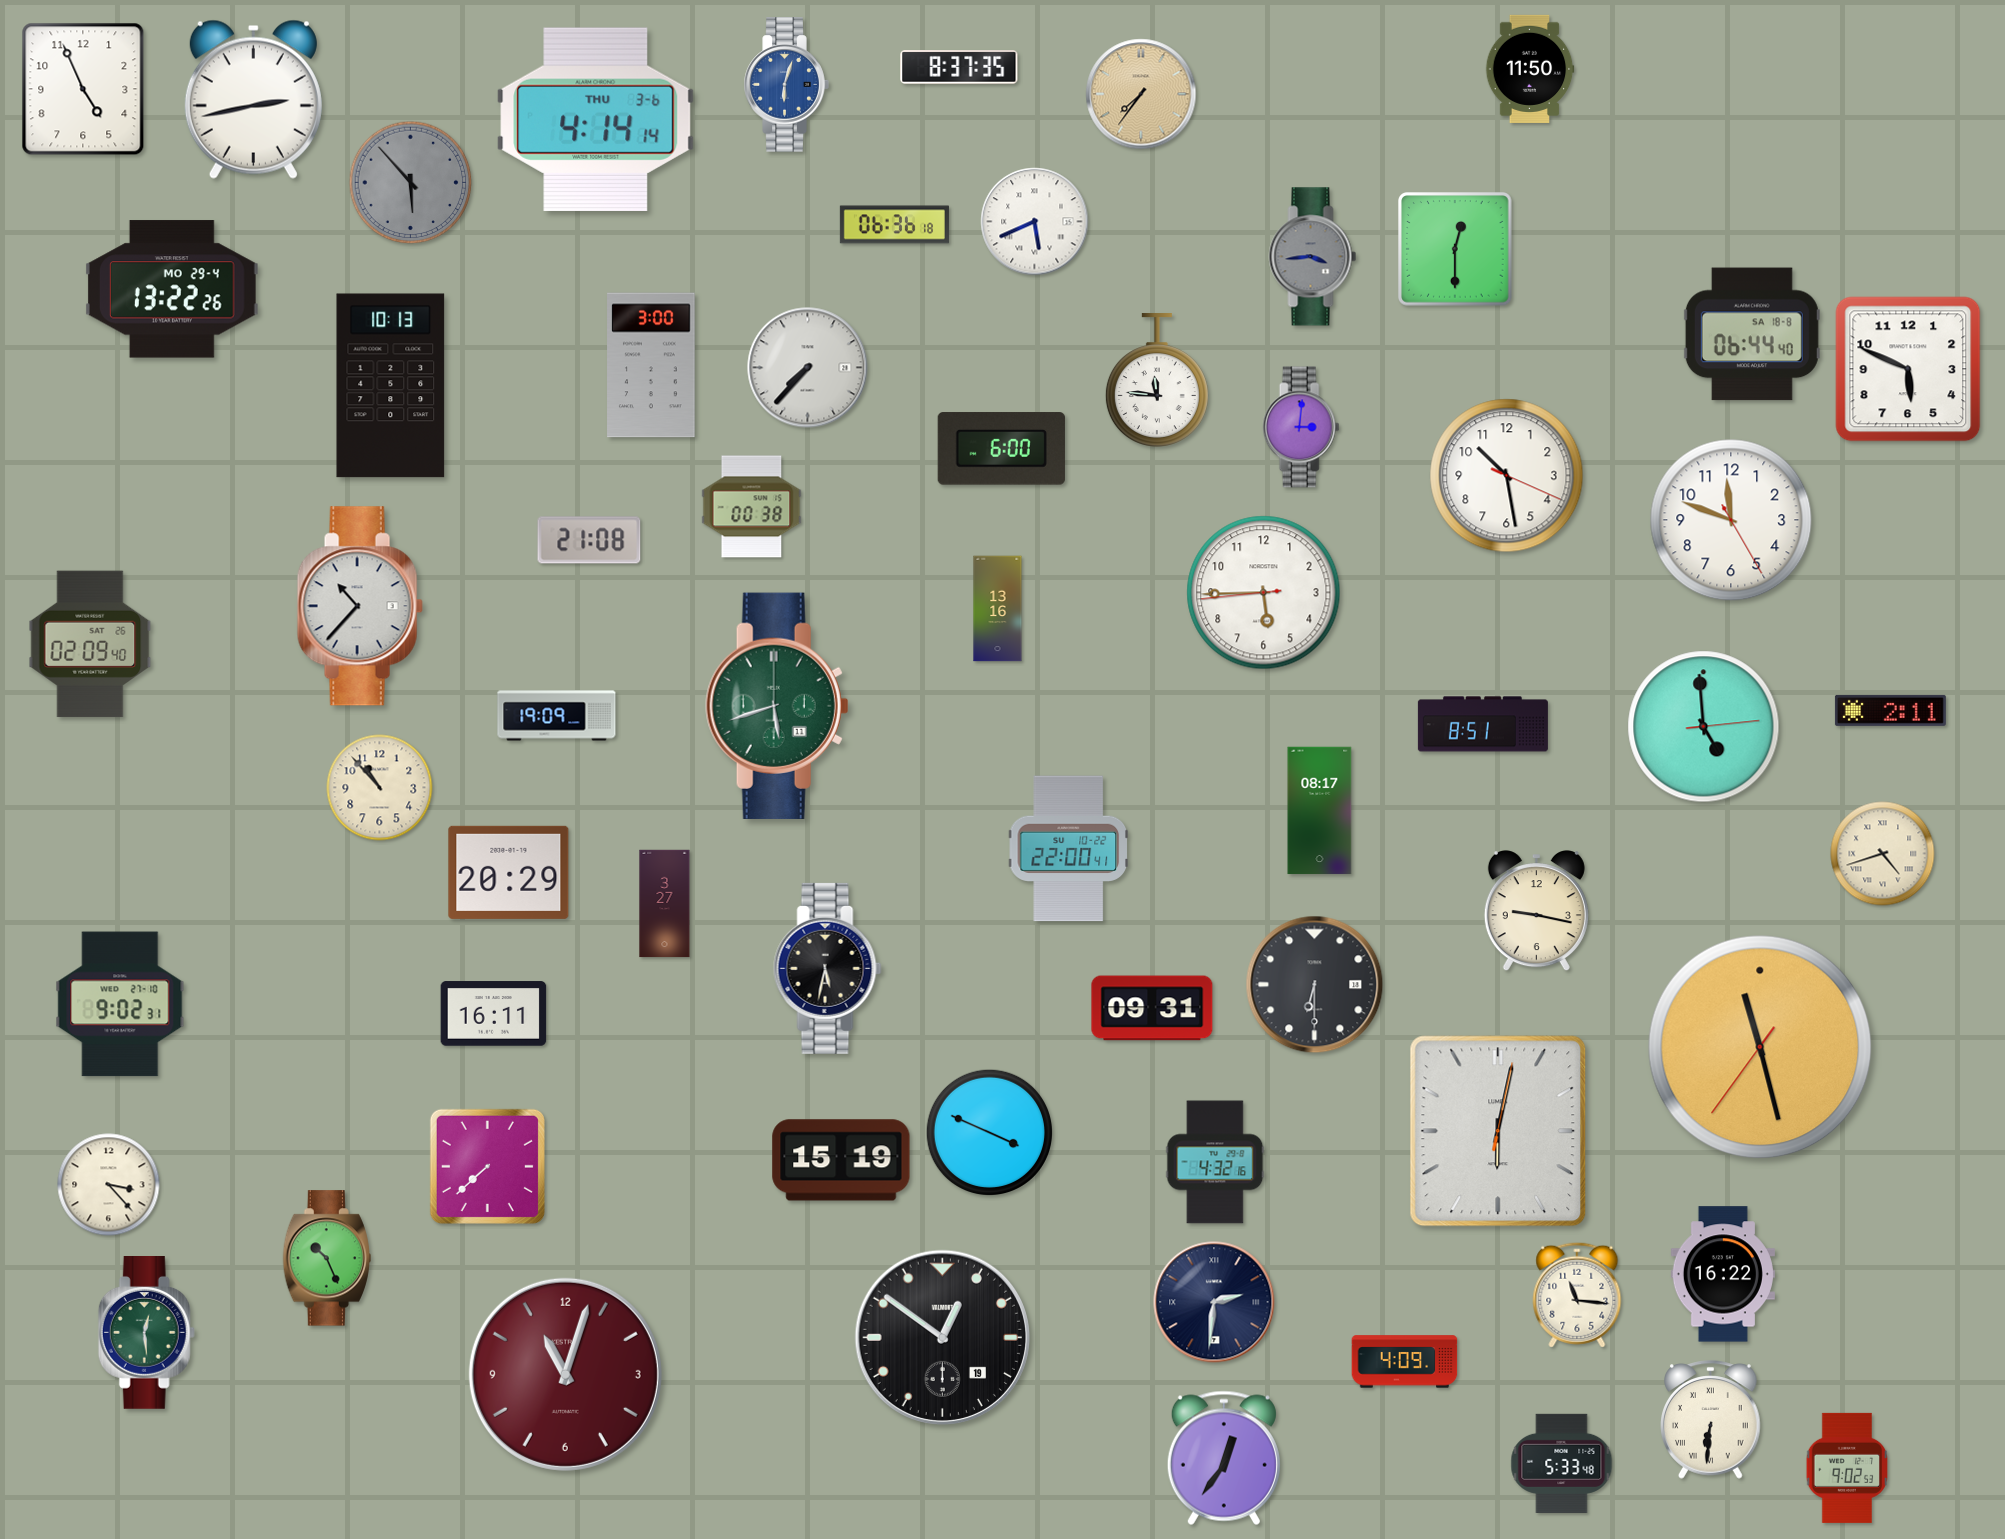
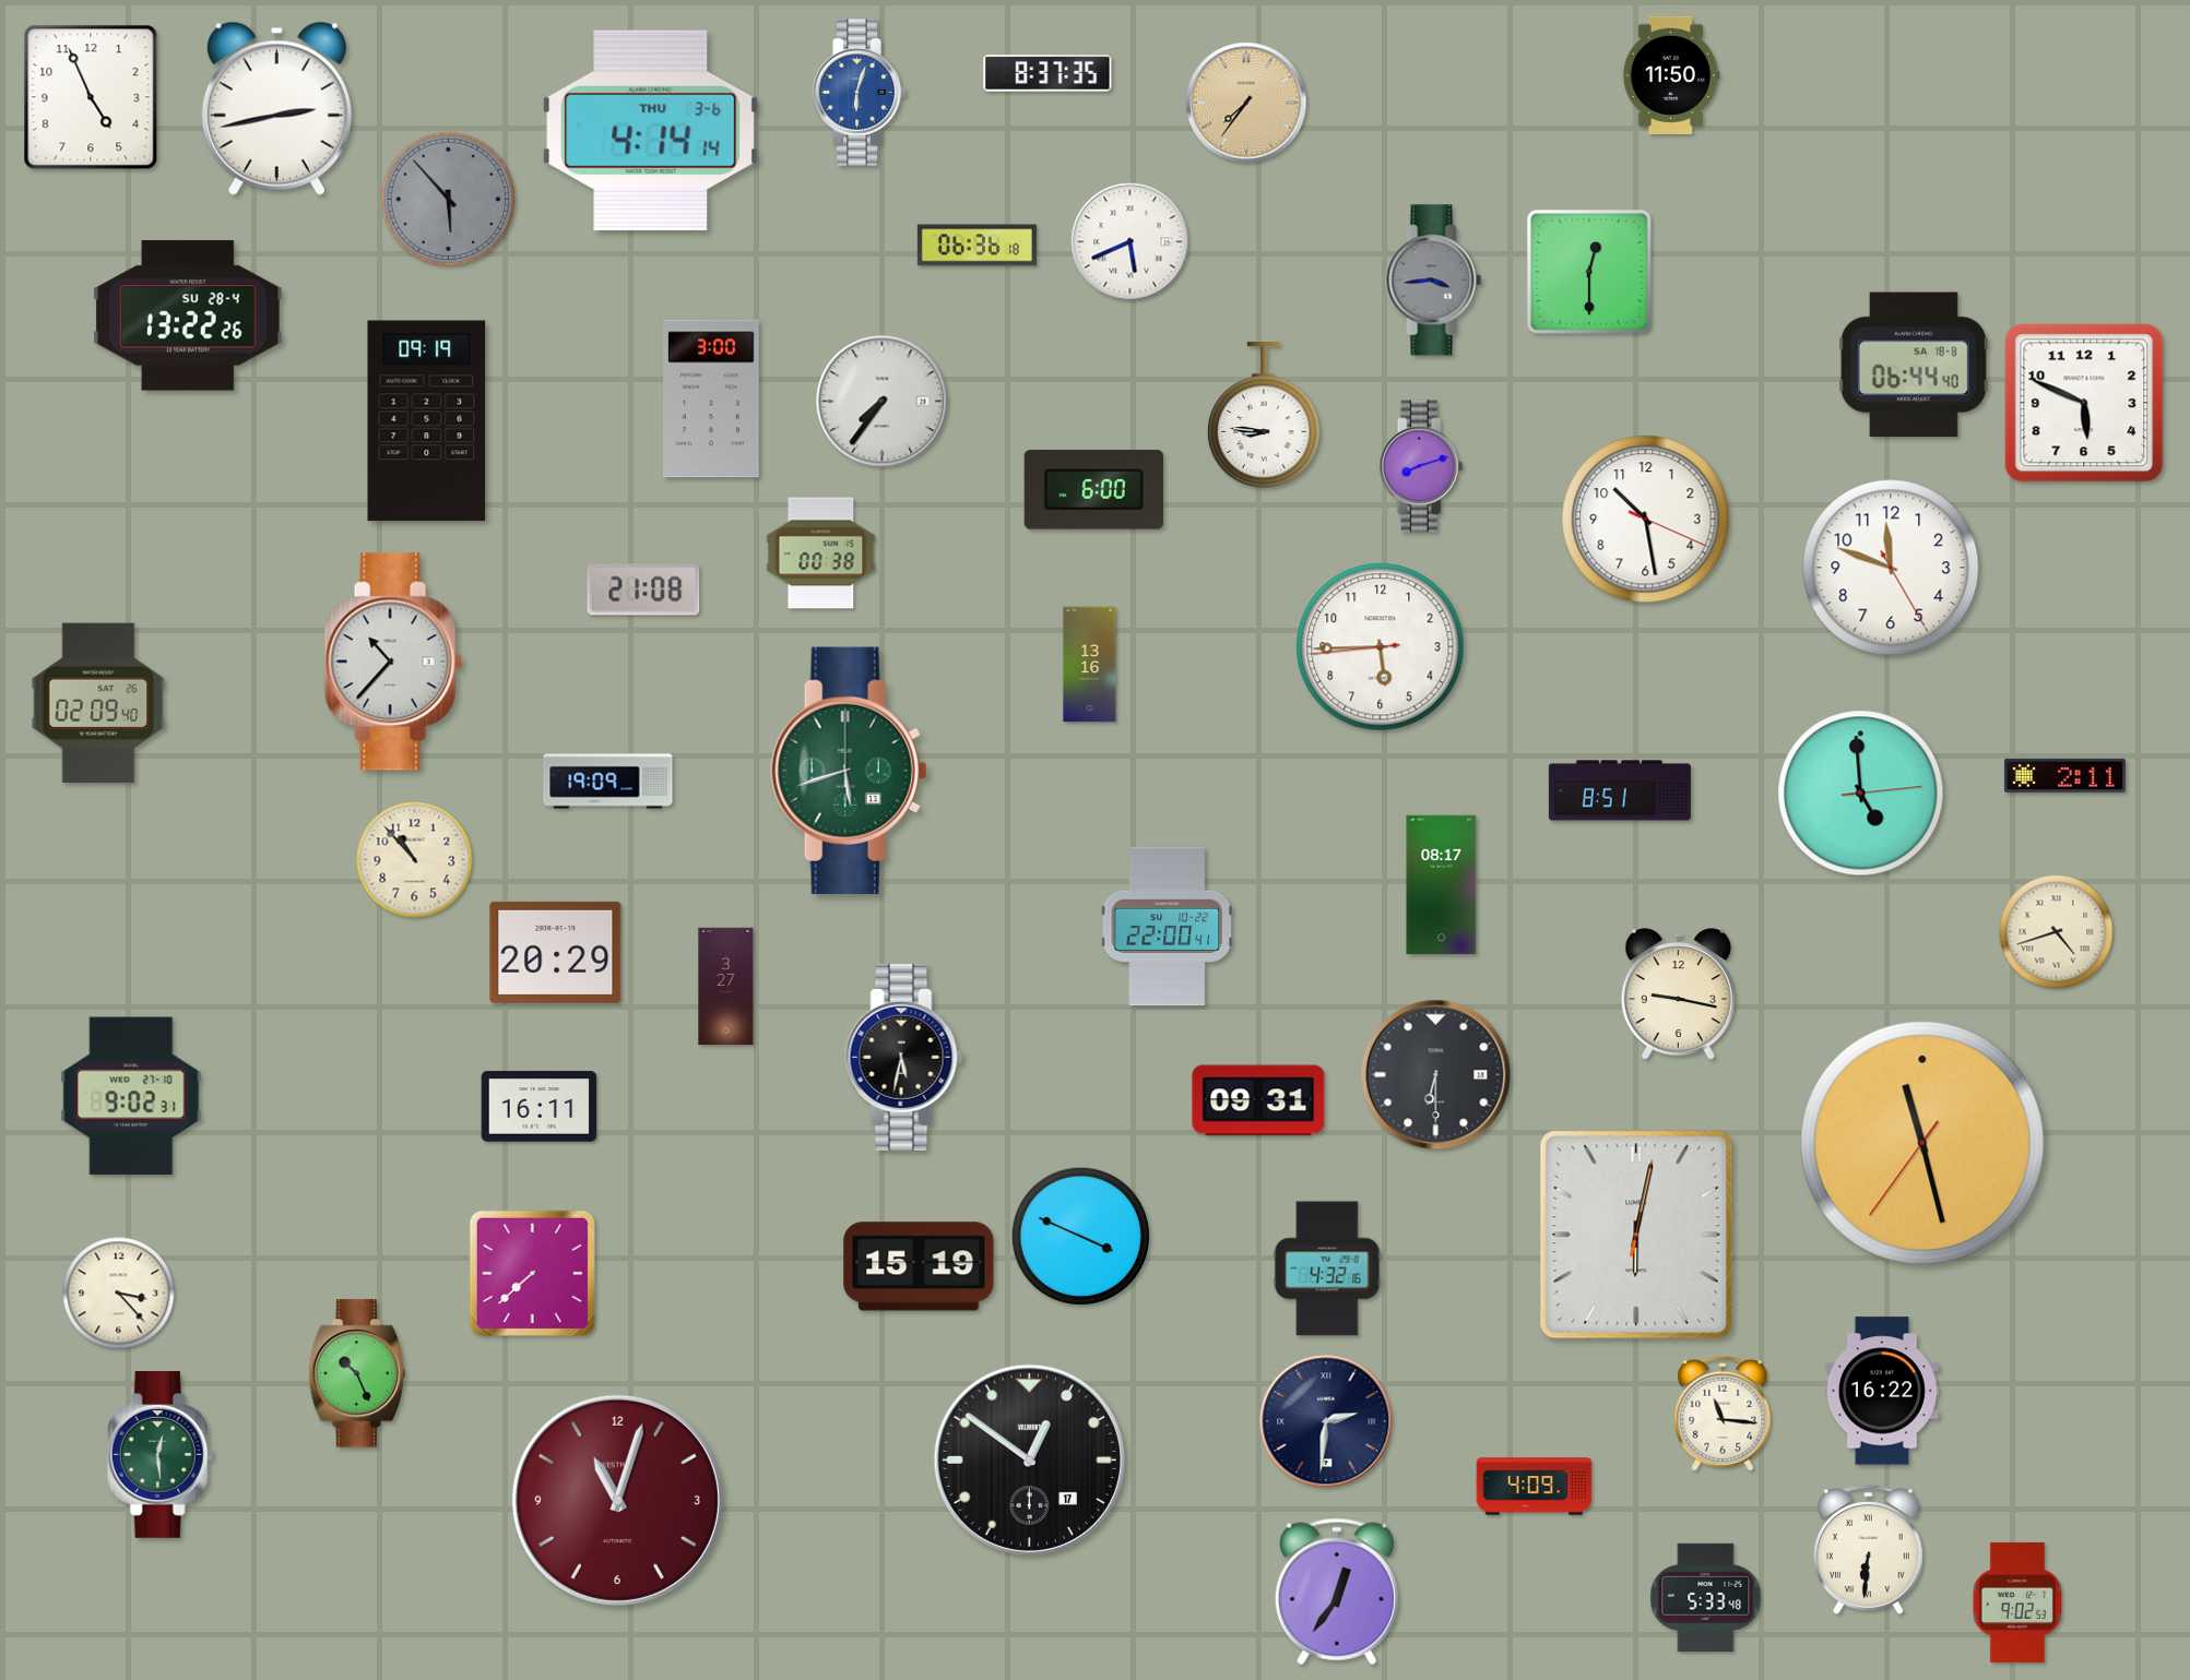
clock at (172, 289) date: MO 29-4 -> SU 28-4
clock at (808, 368): 7:37 -> 7:36
clock at (1157, 380): 11:46 -> 8:46
clock at (391, 386): 10:13 -> 09:19
clock at (1301, 427): 3:01 -> 8:12
clock at (942, 1337) date: 19 -> 17
